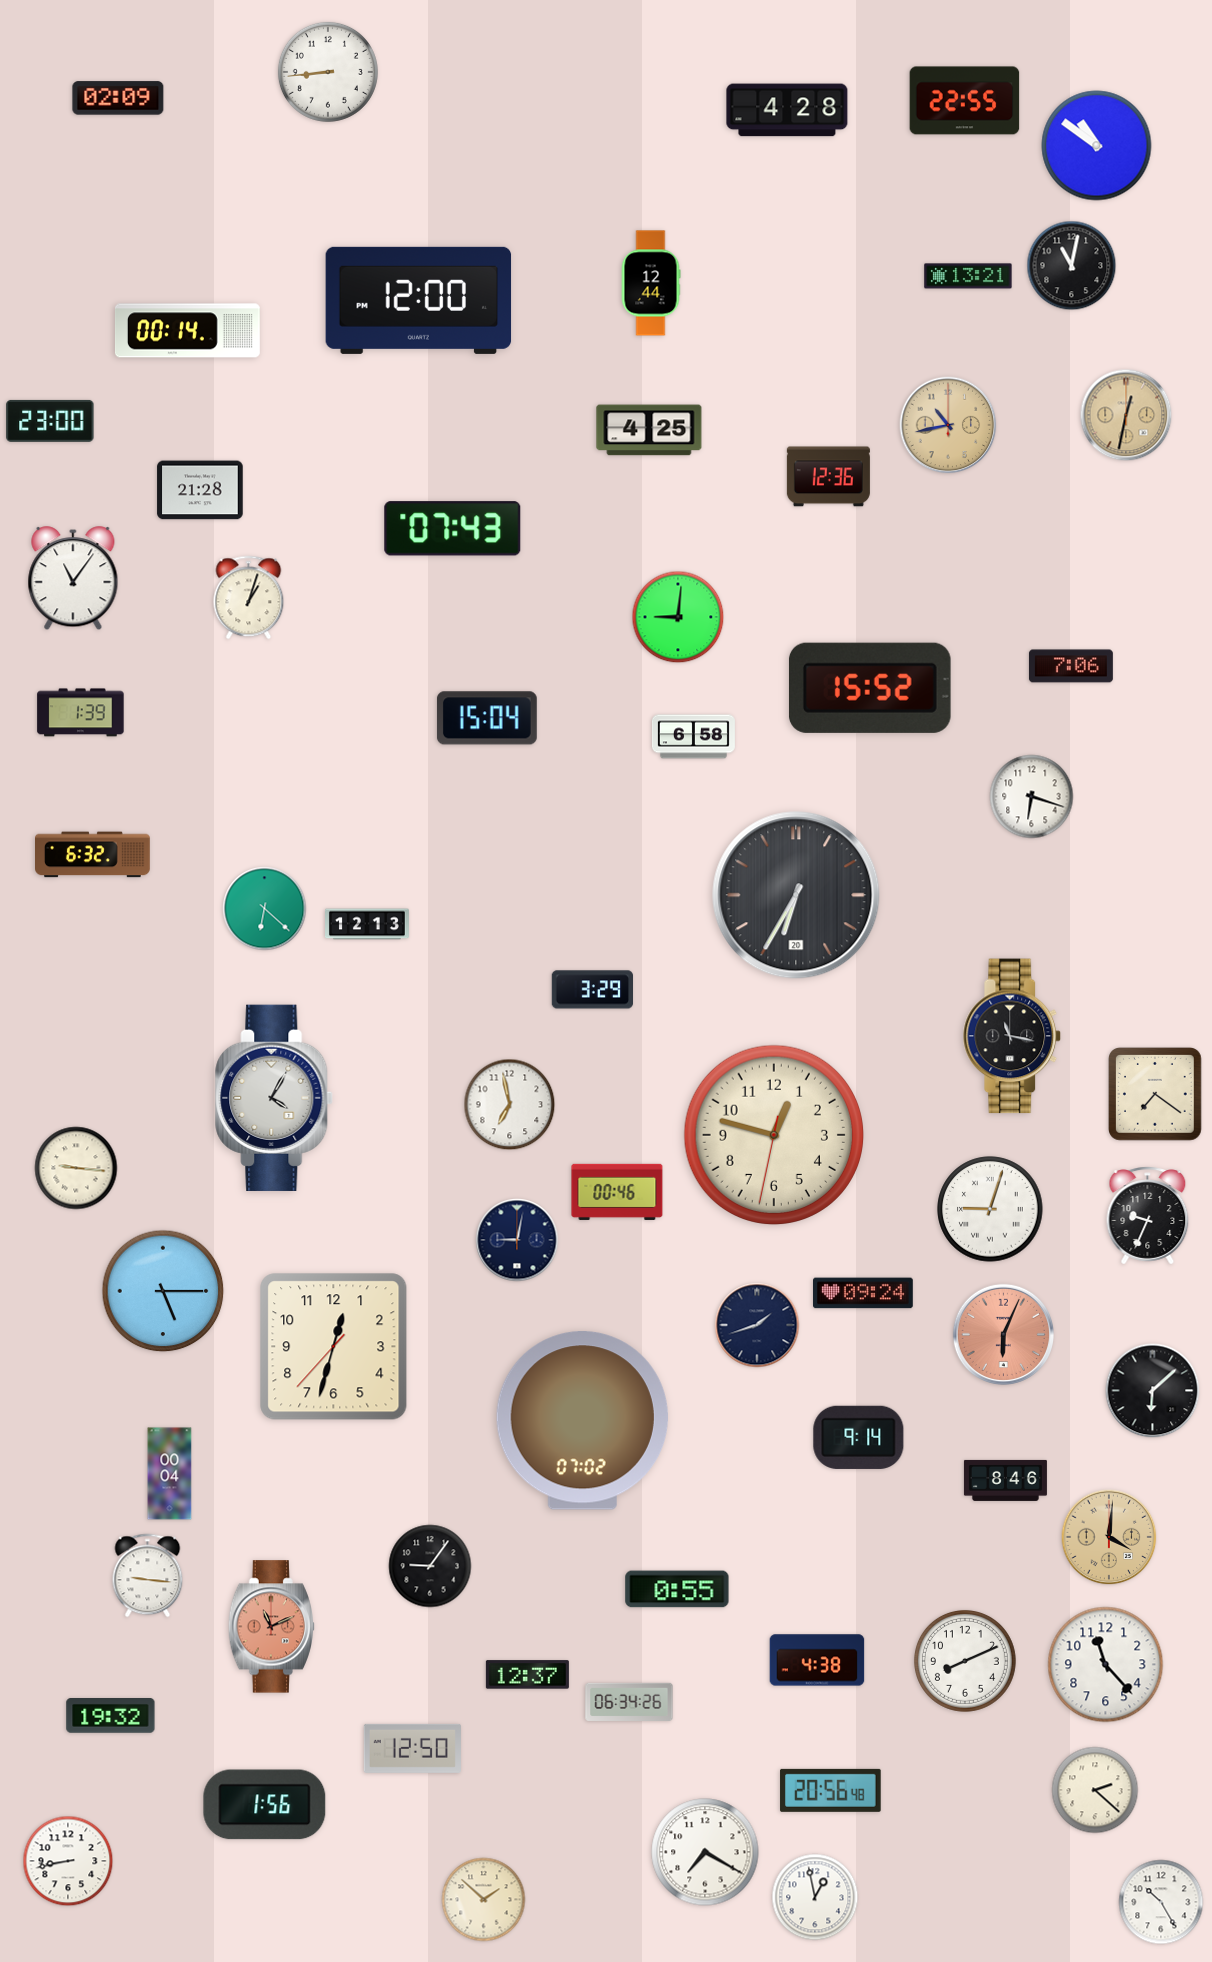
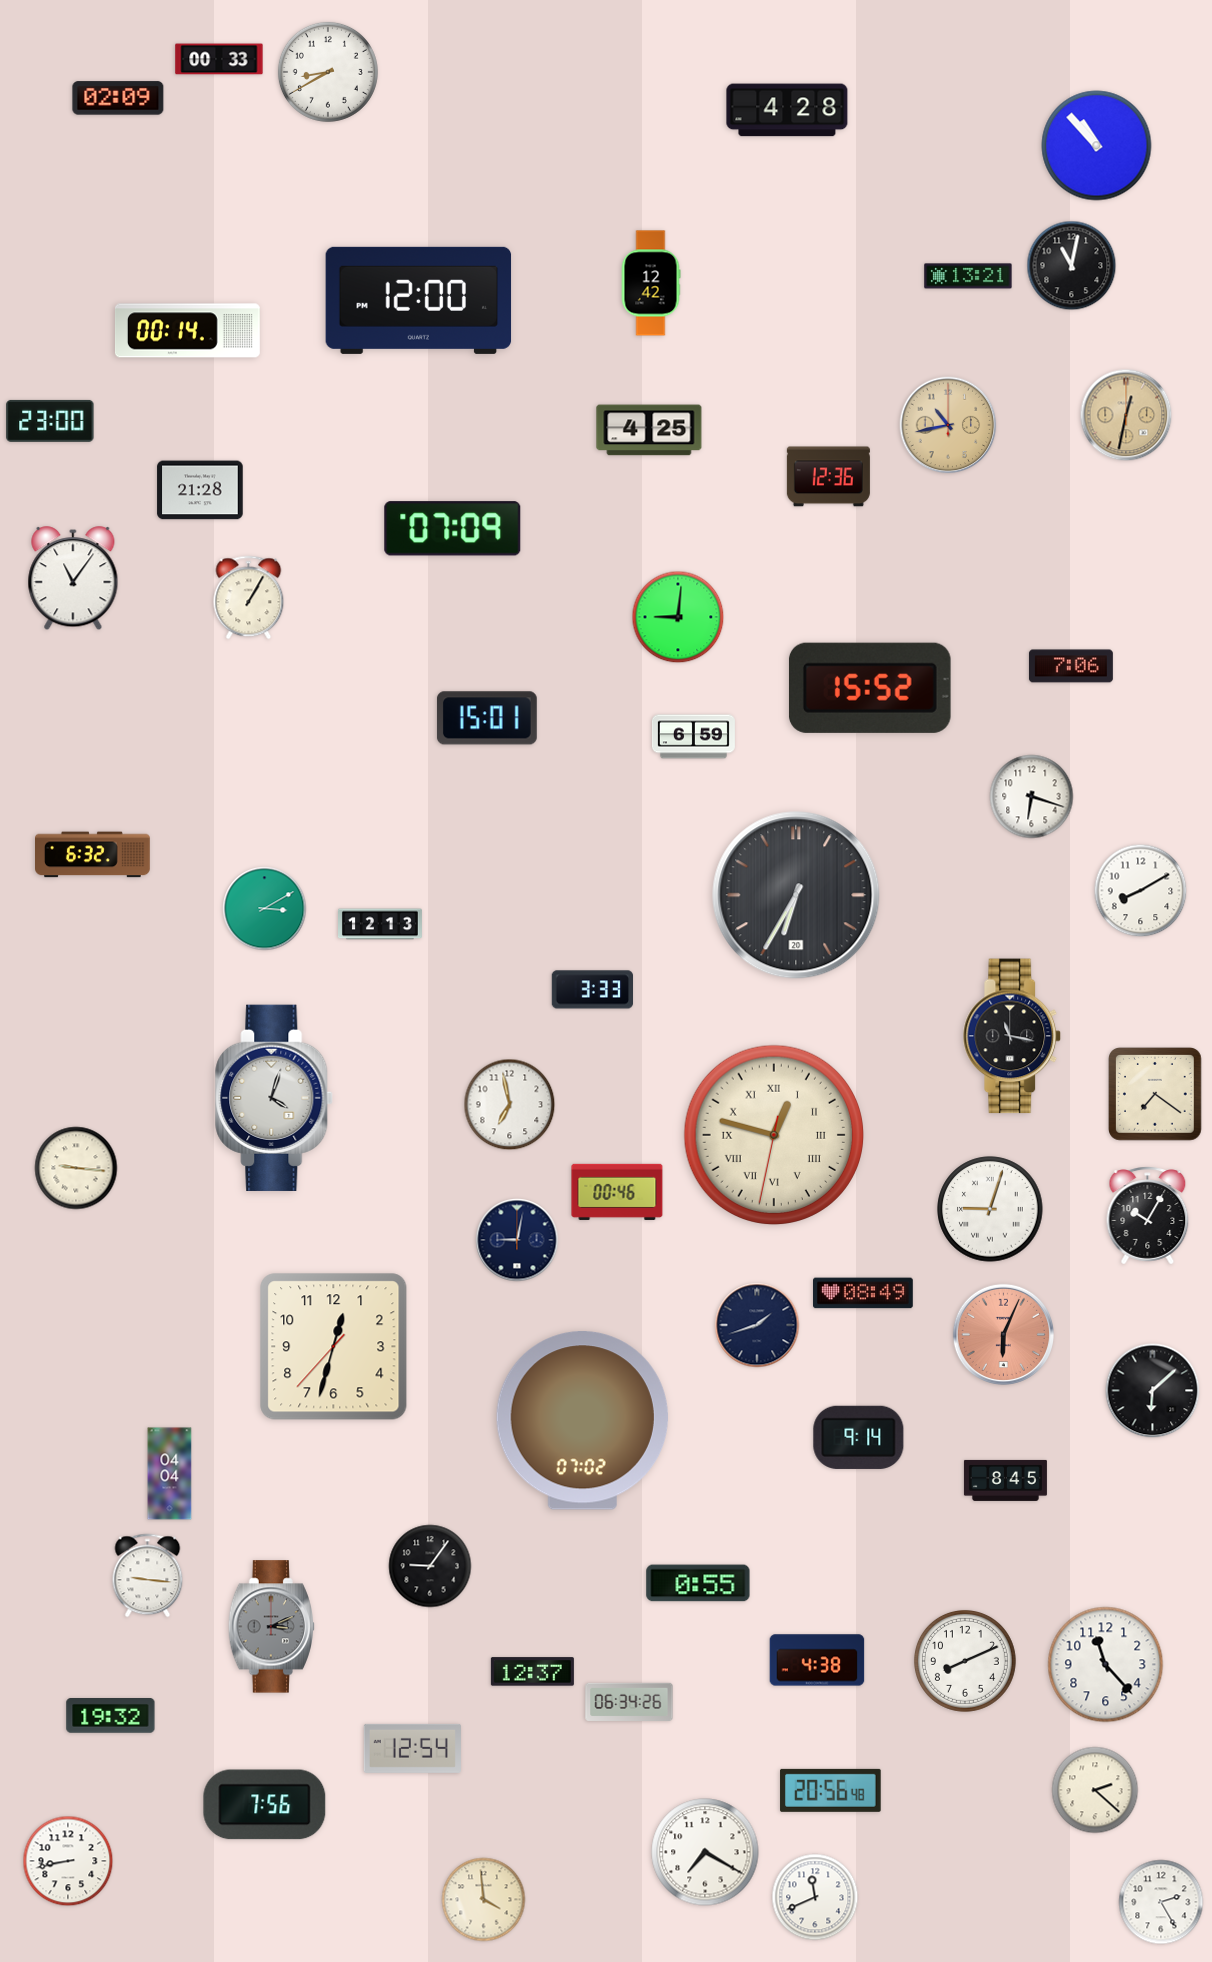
clock at (219, 59): none -> 00:33
clock at (328, 72): 8:44 -> 8:40
clock at (965, 101): 22:55 -> none
clock at (1097, 146): 10:51 -> 10:53
clock at (651, 283): 12:44 -> 12:42
clock at (453, 529): 07:43 -> 07:09
clock at (249, 598): 1:03 -> 1:05
clock at (81, 713): 1:39 -> none
clock at (487, 718): 15:04 -> 15:01
clock at (693, 737): 6:58 -> 6:59
clock at (1141, 891): none -> 8:10
clock at (265, 909): 6:22 -> 3:10
clock at (368, 924) position: (368, 924) -> (381, 924)
clock at (593, 990): 3:29 -> 3:33
clock at (275, 1098): 4:05 -> 4:03
clock at (773, 1134) numerals: Arabic -> Roman
clock at (1148, 1216): 9:34 -> 10:05
clock at (163, 1291): 5:15 -> none
clock at (864, 1293): 09:24 -> 08:49
clock at (170, 1474): 00:04 -> 04:04
clock at (1005, 1480): 8:46 -> 8:45
clock at (1109, 1537): 4:01 -> none
clock at (677, 1589) position: (677, 1589) -> (698, 1583)
clock at (271, 1627): 11:11 -> 3:11
clock at (271, 1627) dial: salmon -> grey
clock at (527, 1675) position: (527, 1675) -> (532, 1672)
clock at (412, 1748): 12:50 -> 12:54
clock at (265, 1805): 1:56 -> 7:56
clock at (815, 1897): 12:58 -> 11:41
clock at (484, 1900): 1:52 -> 3:59
clock at (1161, 1902): 10:25 -> 2:25
